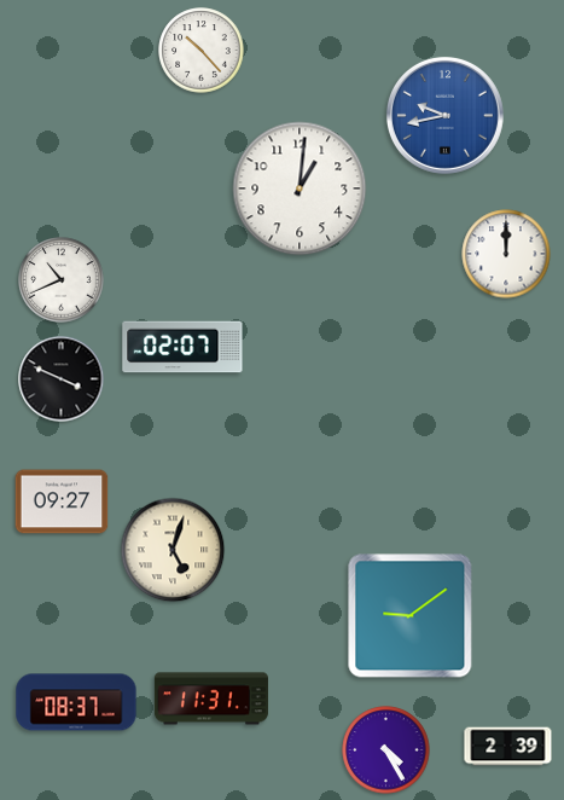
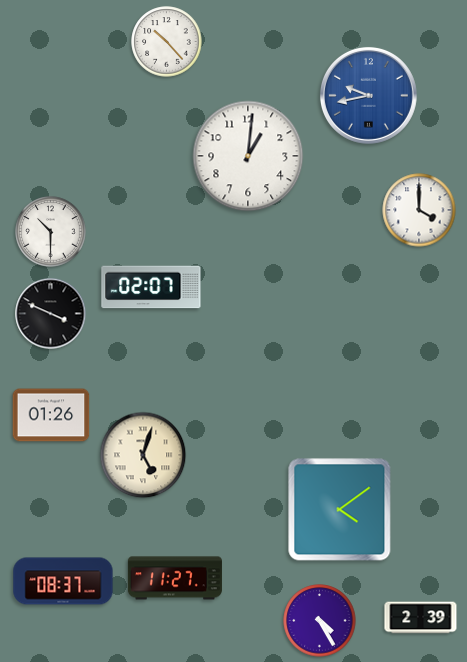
clock at (506, 254): 12:00 -> 4:00
clock at (62, 280): 10:41 -> 10:30
clock at (62, 502): 09:27 -> 01:26
clock at (411, 616): 9:09 -> 4:09
clock at (211, 698): 11:31 -> 11:27
